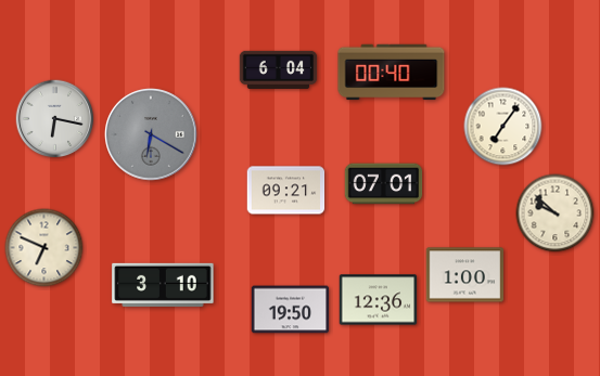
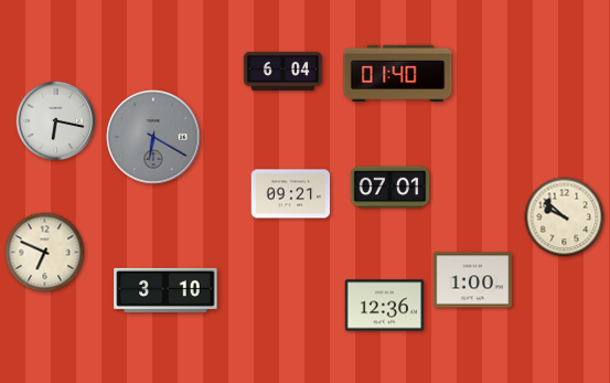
clock at (392, 73): 00:40 -> 01:40
clock at (503, 127): 7:06 -> none
clock at (291, 310): 19:50 -> none
